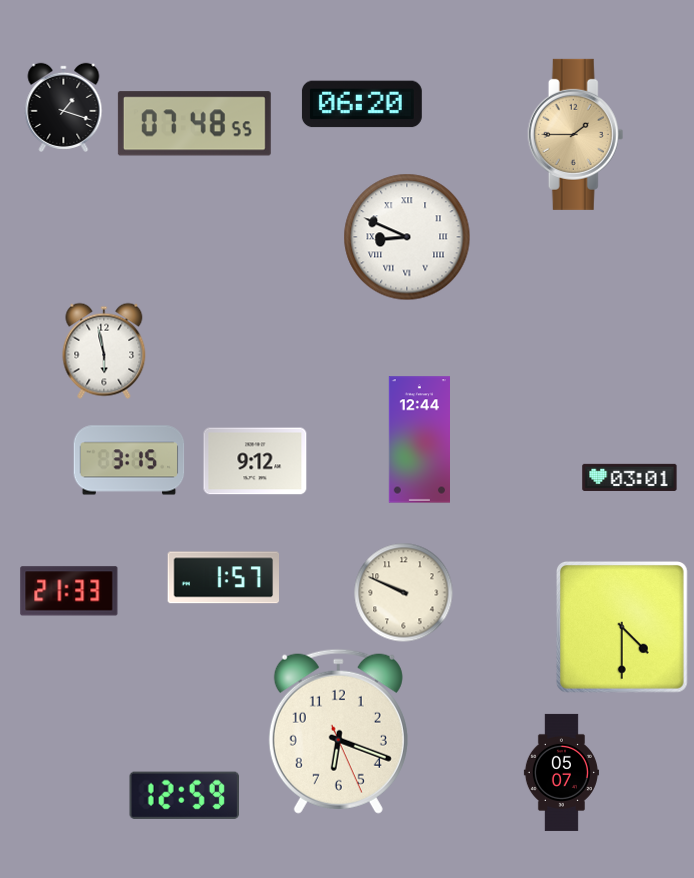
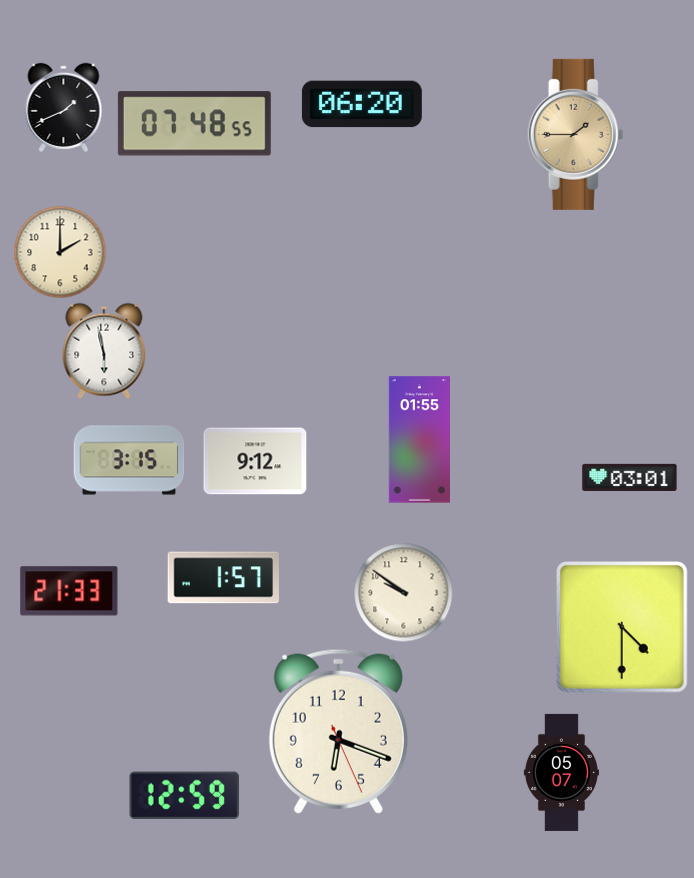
clock at (64, 107): 1:18 -> 1:41
clock at (407, 237): 8:49 -> none
clock at (60, 252): none -> 2:00
clock at (419, 440): 12:44 -> 01:55
clock at (404, 593): 9:49 -> 9:51
